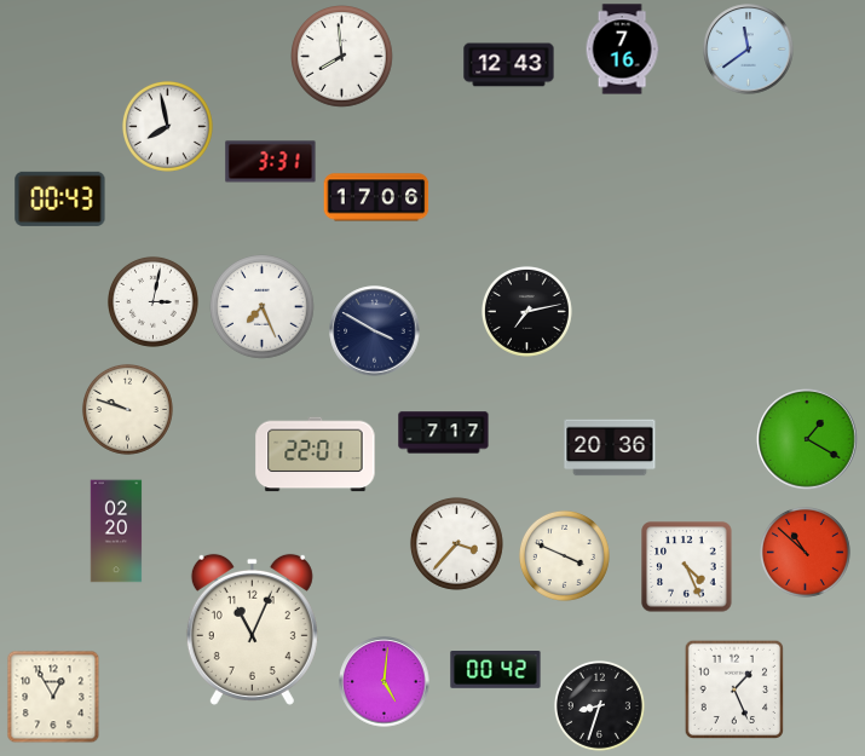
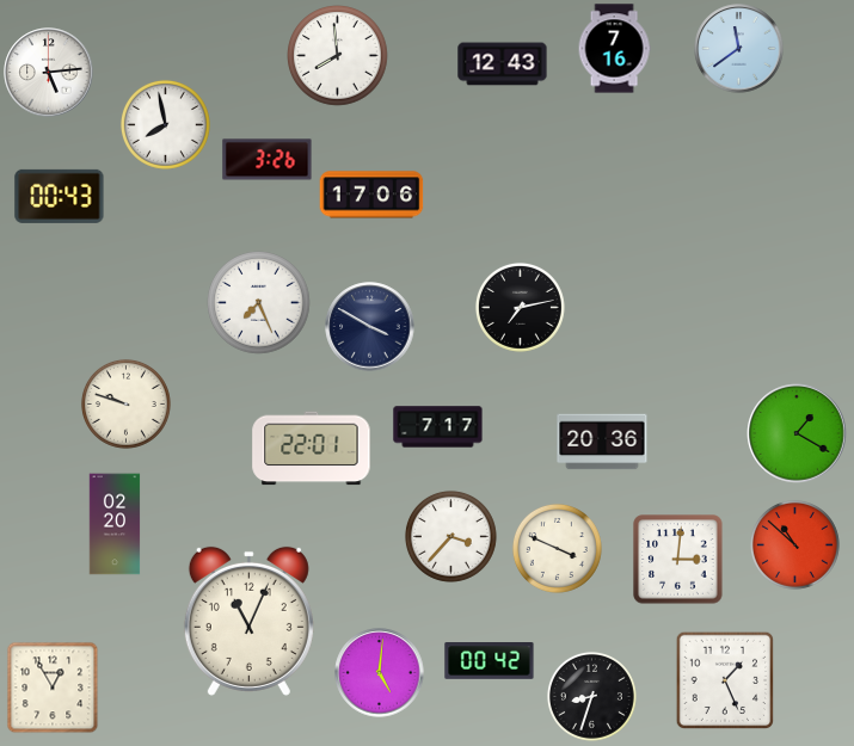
clock at (49, 73): none -> 5:14
clock at (271, 162): 3:31 -> 3:26
clock at (152, 301): 3:02 -> none
clock at (687, 567): 4:26 -> 3:01
